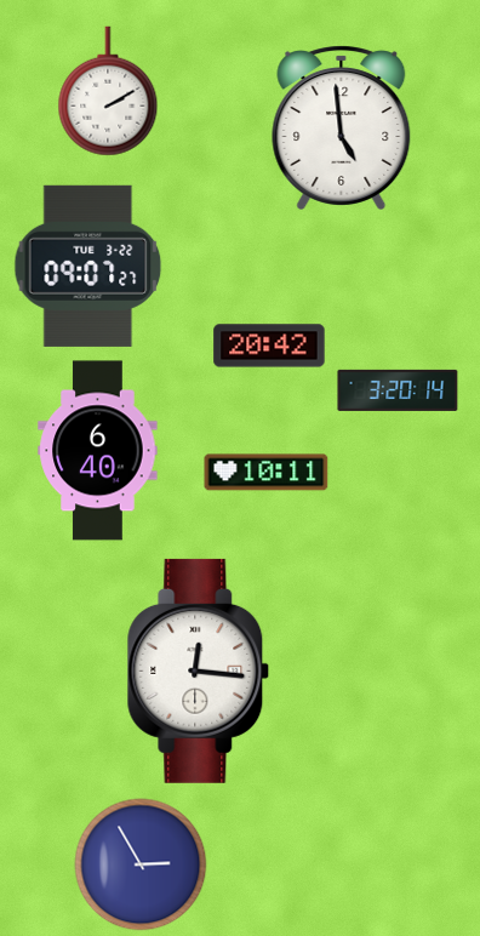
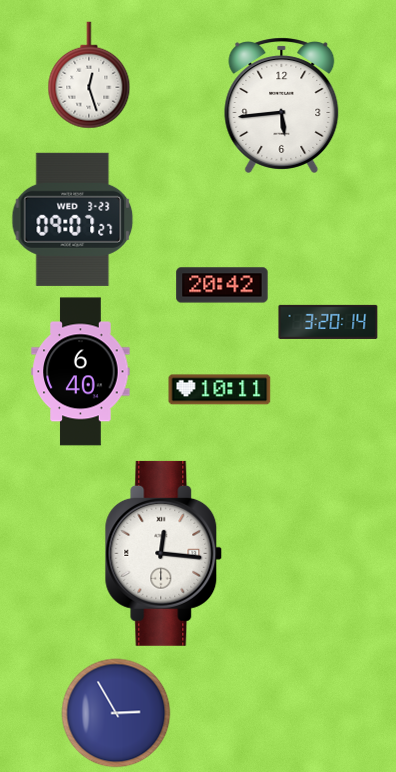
clock at (108, 91): 2:10 -> 12:27
clock at (342, 127): 4:59 -> 5:44
clock at (88, 266) date: TUE 3-22 -> WED 3-23
